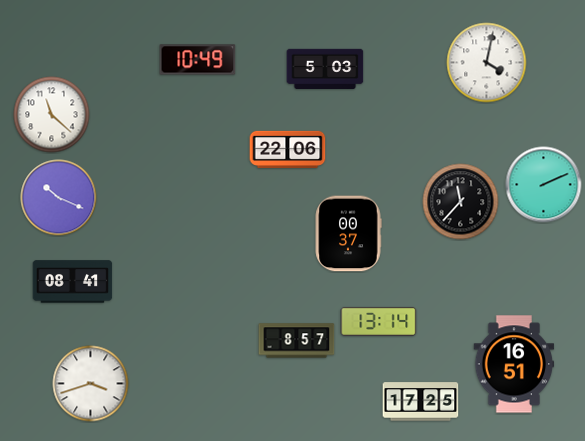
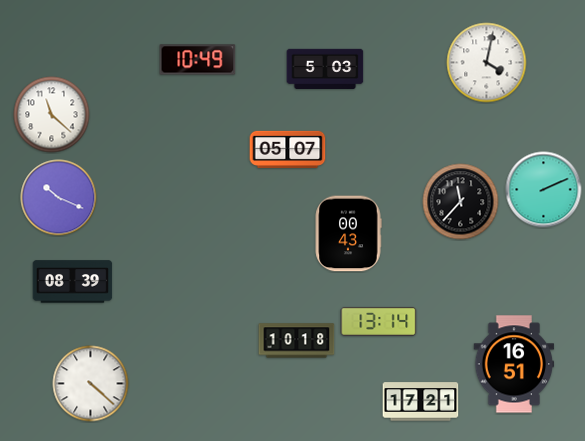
clock at (288, 149): 22:06 -> 05:07
clock at (544, 185) position: (544, 185) -> (544, 190)
clock at (348, 234): 00:37 -> 00:43
clock at (73, 282): 08:41 -> 08:39
clock at (297, 341): 8:57 -> 10:18
clock at (91, 384): 3:42 -> 4:22
clock at (421, 402): 17:25 -> 17:21
